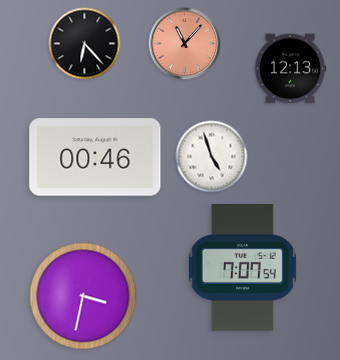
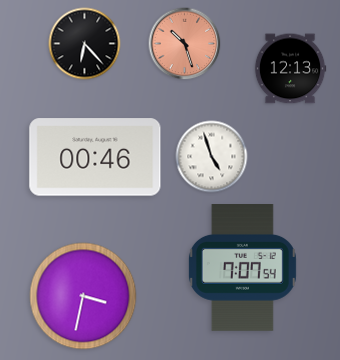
clock at (185, 44): 11:07 -> 10:27
